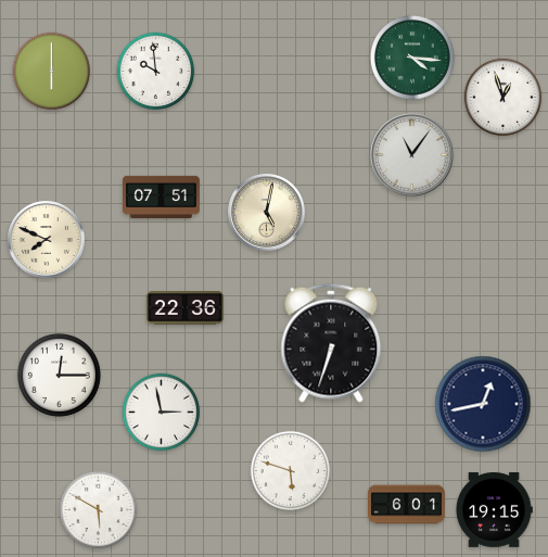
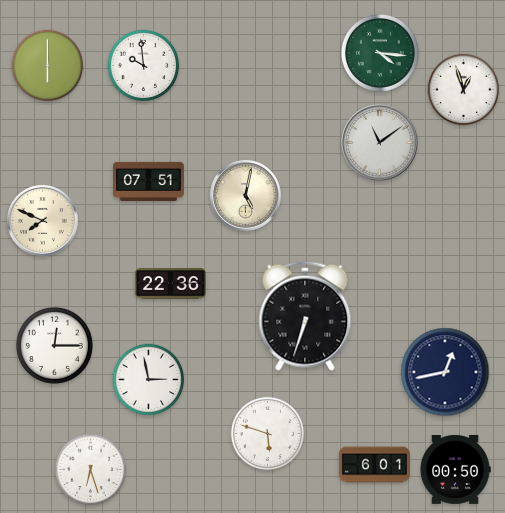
clock at (412, 155): 11:06 -> 11:09
clock at (494, 509): 19:15 -> 00:50
clock at (99, 510): 5:50 -> 6:27
